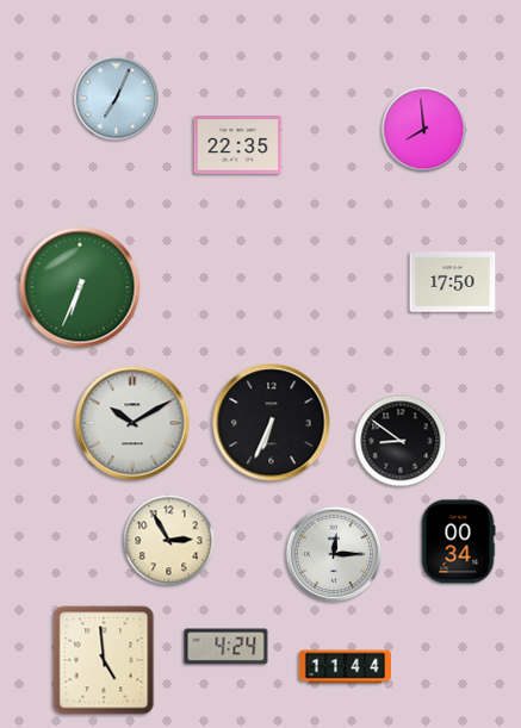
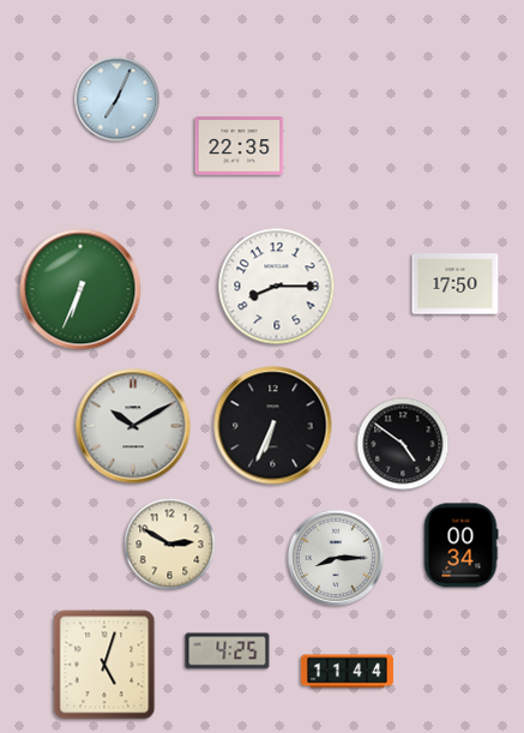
clock at (424, 130): 7:59 -> none
clock at (277, 287): none -> 8:15
clock at (401, 441): 8:51 -> 4:51
clock at (169, 541): 2:55 -> 2:50
clock at (334, 554): 12:15 -> 8:15
clock at (227, 647): 4:24 -> 4:25
clock at (104, 660): 4:59 -> 5:03
